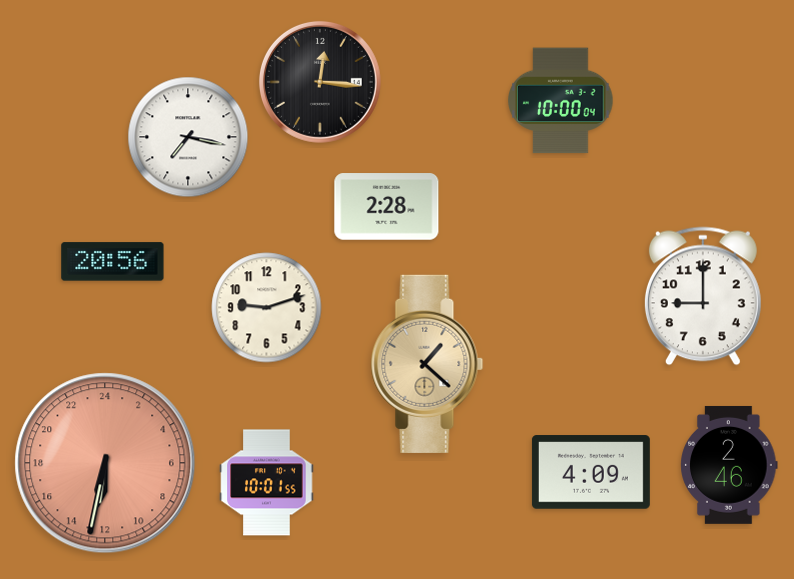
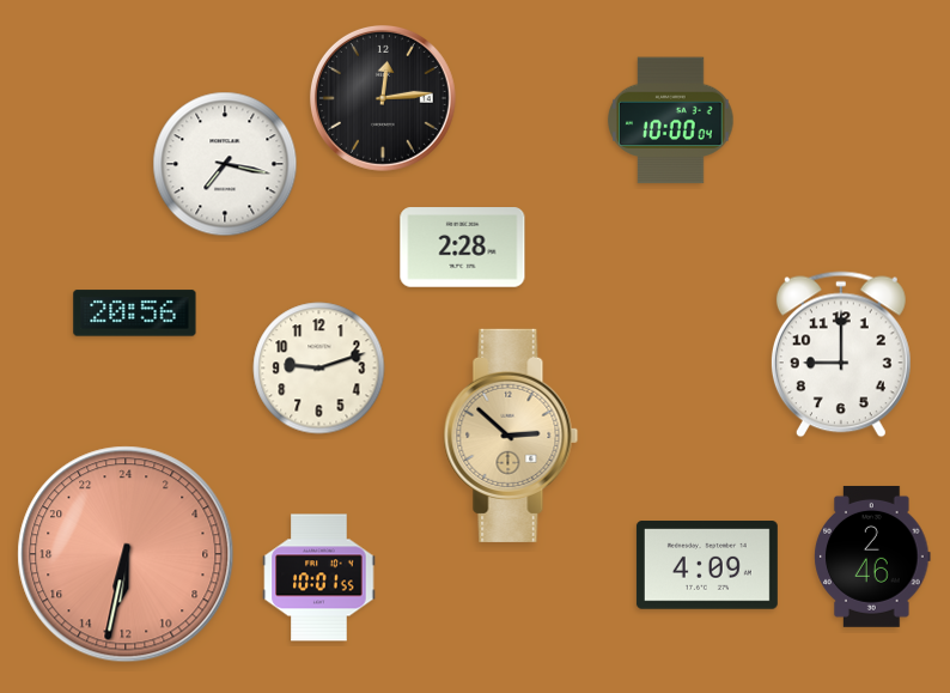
clock at (320, 82): 12:16 -> 12:14
clock at (427, 364): 1:22 -> 2:52
